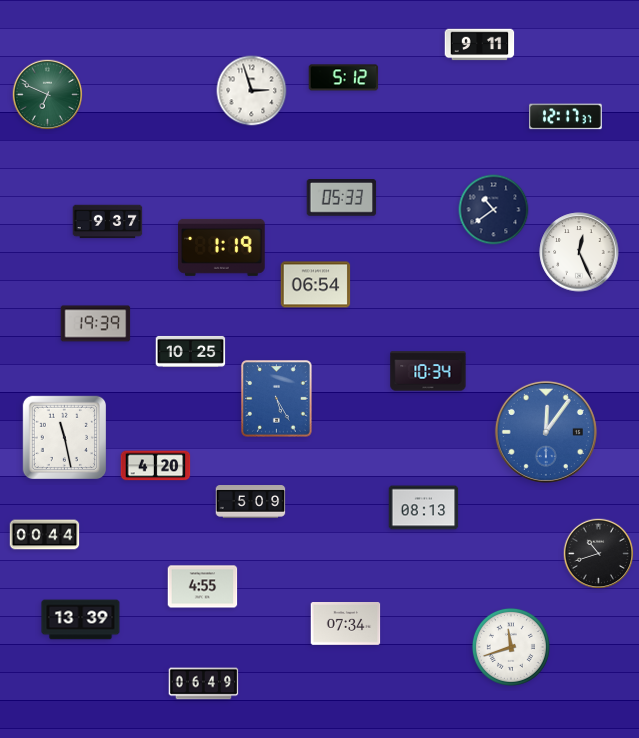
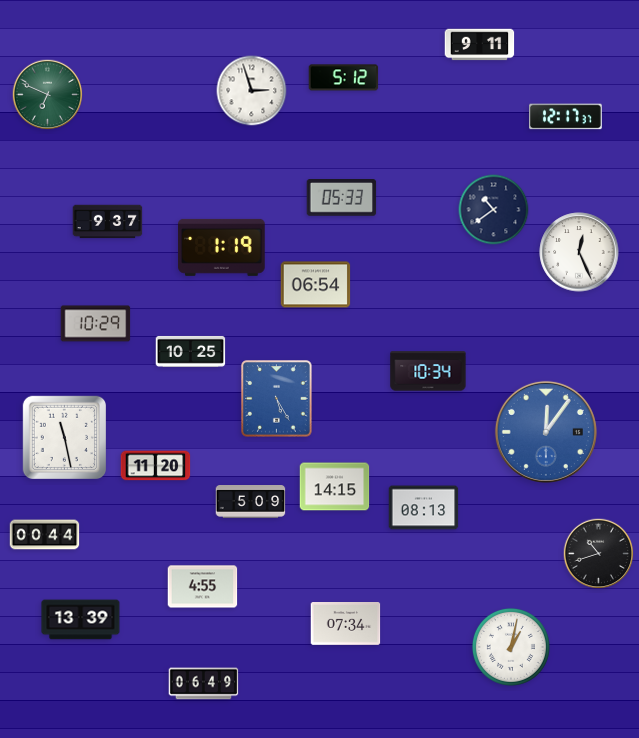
clock at (96, 324): 19:39 -> 10:29
clock at (156, 466): 4:20 -> 11:20
clock at (335, 487): none -> 14:15
clock at (511, 647): 11:42 -> 1:02
